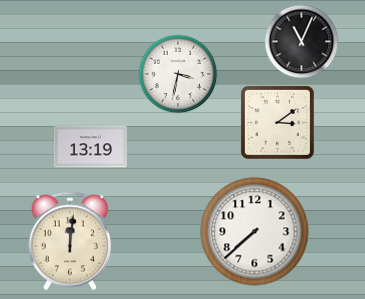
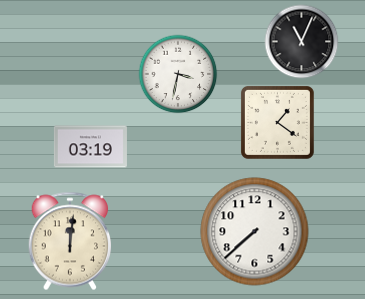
clock at (277, 122): 3:09 -> 1:21
clock at (90, 147): 13:19 -> 03:19
